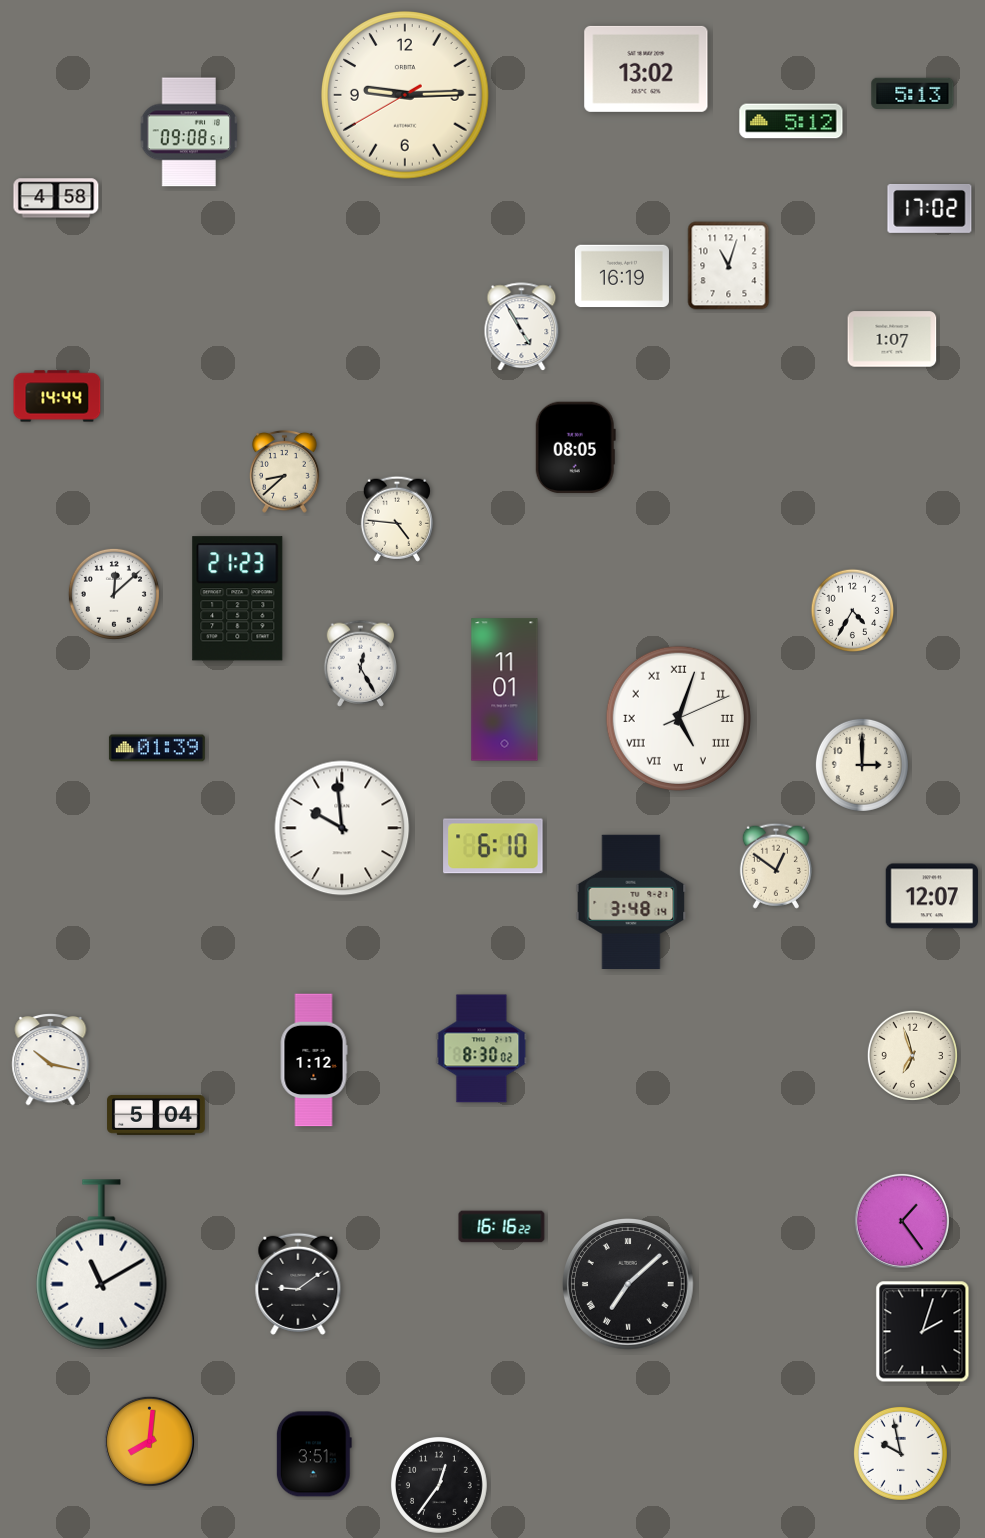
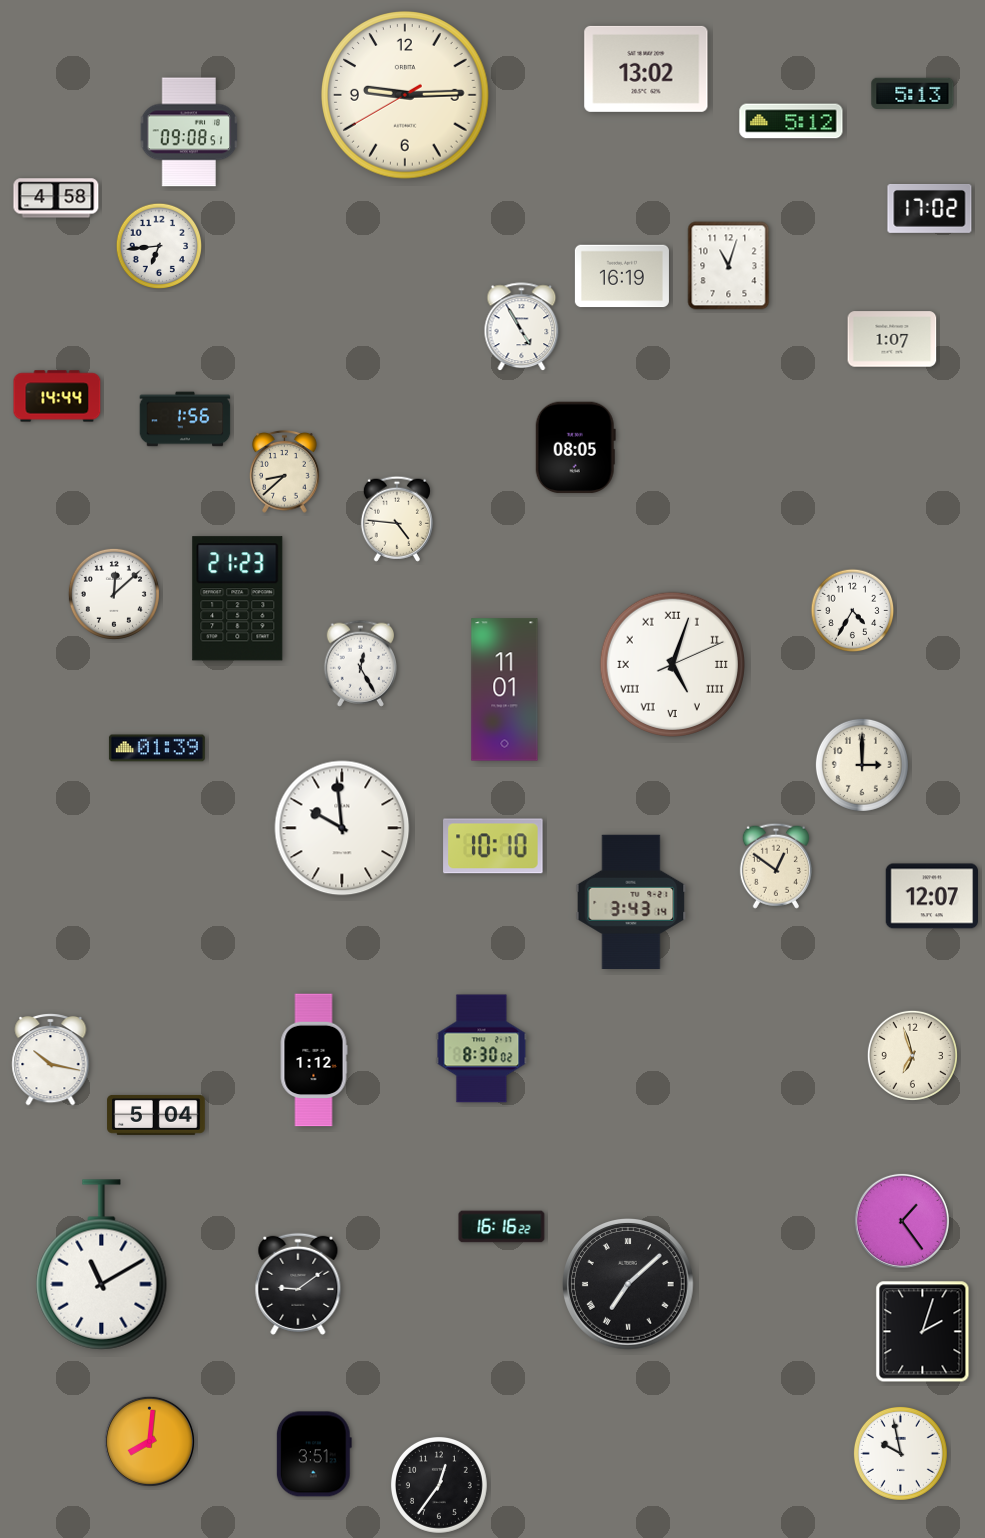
clock at (159, 246): none -> 6:44
clock at (185, 419): none -> 1:56
clock at (678, 718) position: (678, 718) -> (672, 664)
clock at (493, 846): 6:10 -> 10:10
clock at (631, 901): 3:48 -> 3:43
